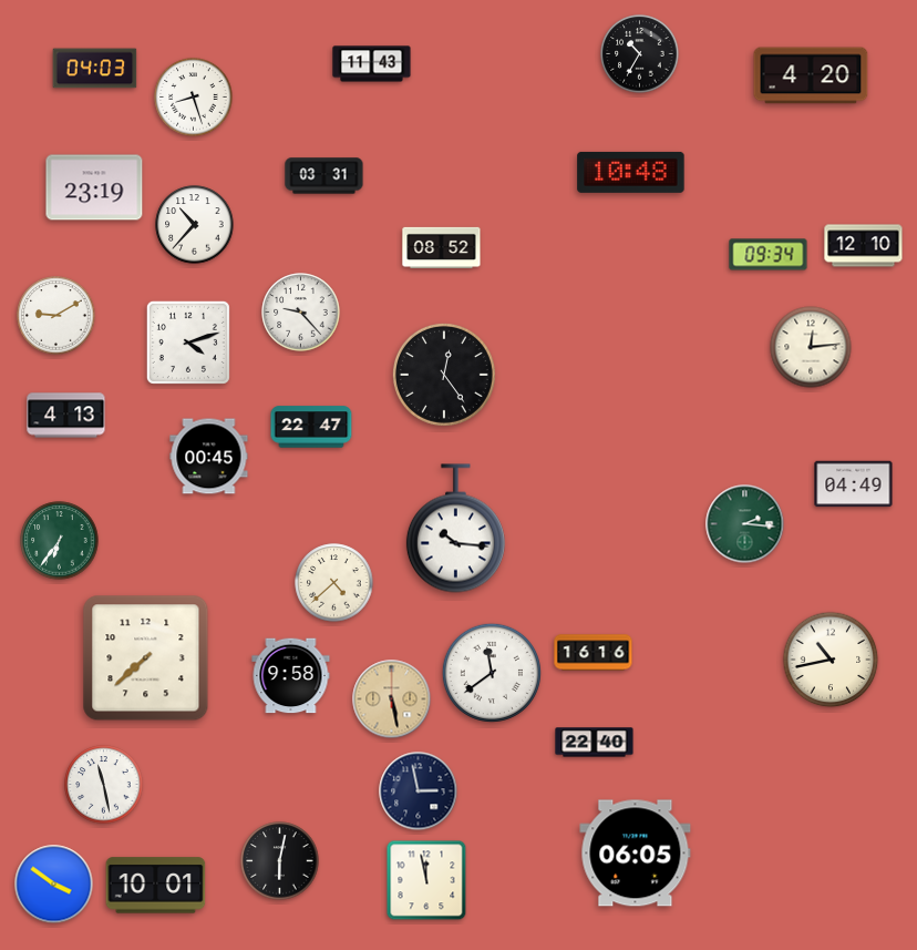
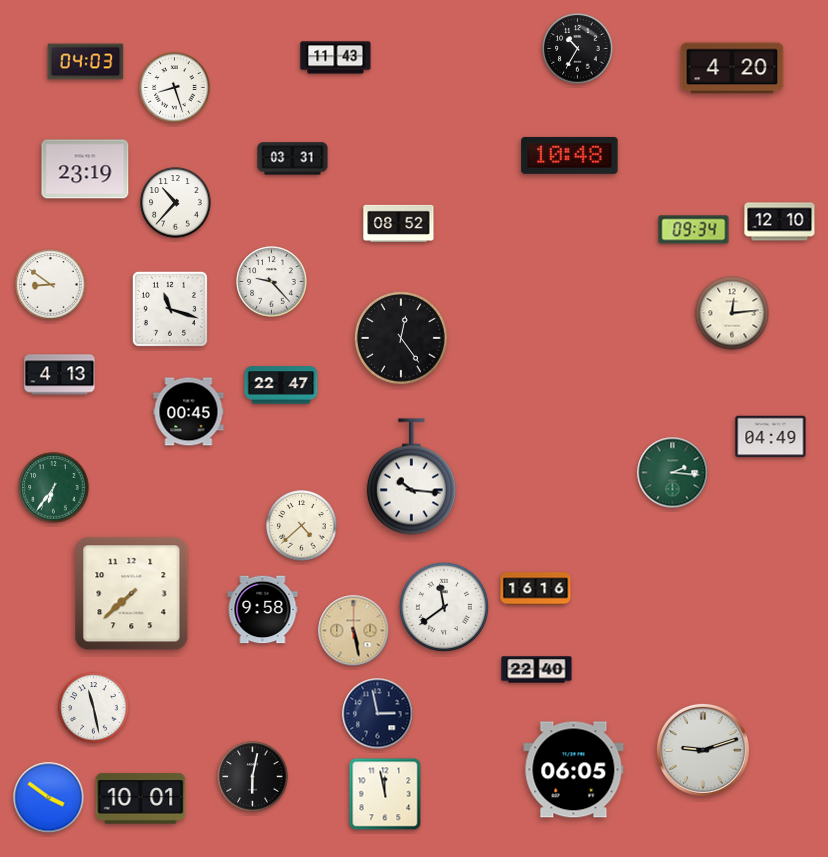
clock at (56, 316): 9:10 -> 8:51
clock at (188, 343): 4:12 -> 11:18
clock at (831, 660): 10:43 -> none
clock at (703, 750): none -> 9:12
